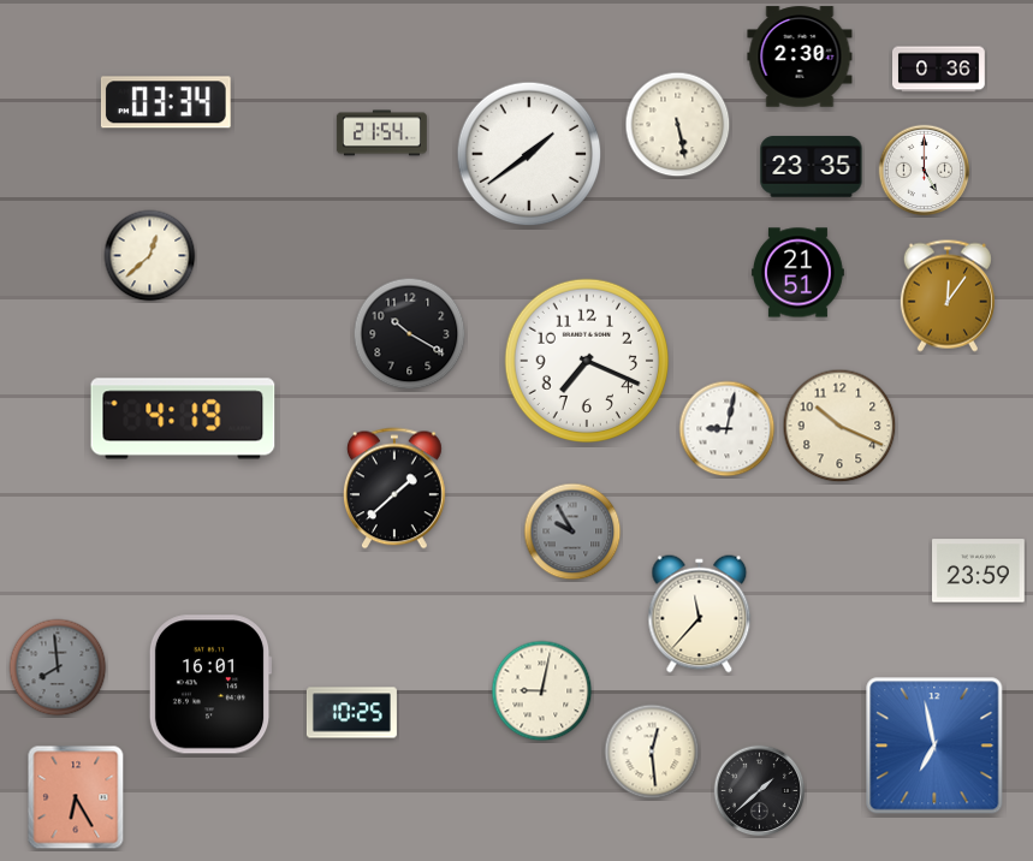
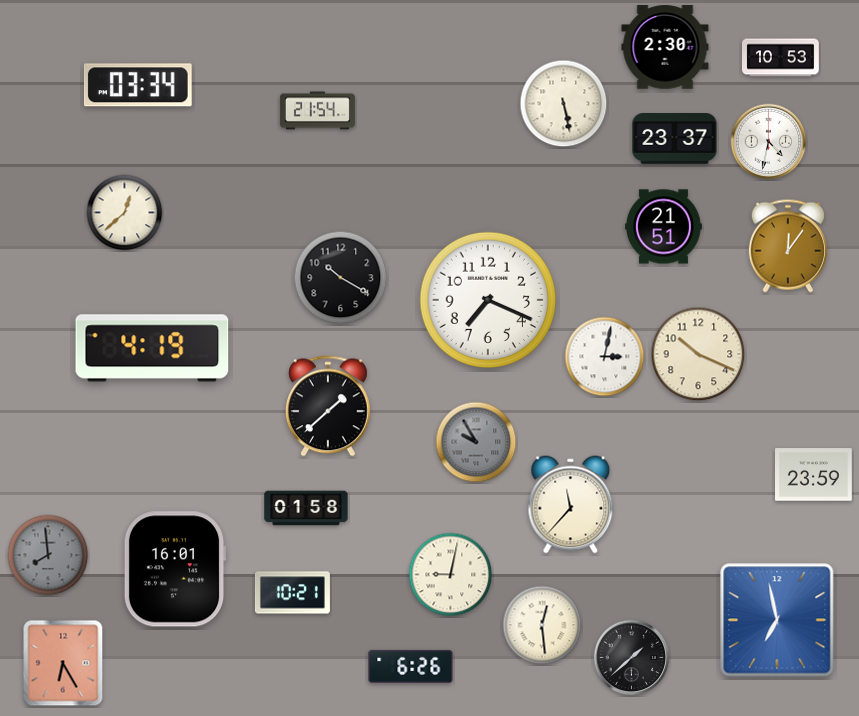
clock at (939, 70): 0:36 -> 10:53
clock at (529, 154): 1:39 -> none
clock at (812, 167): 23:35 -> 23:37
clock at (925, 171): 5:00 -> 4:32
clock at (728, 429): 9:02 -> 3:02
clock at (306, 508): none -> 01:58
clock at (700, 614) position: (700, 614) -> (571, 505)
clock at (351, 713): 10:25 -> 10:21
clock at (411, 666): none -> 6:26
